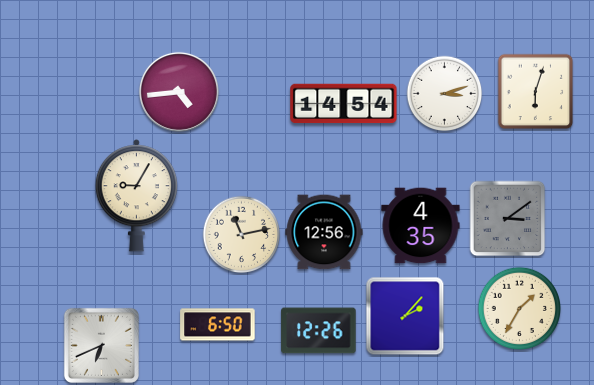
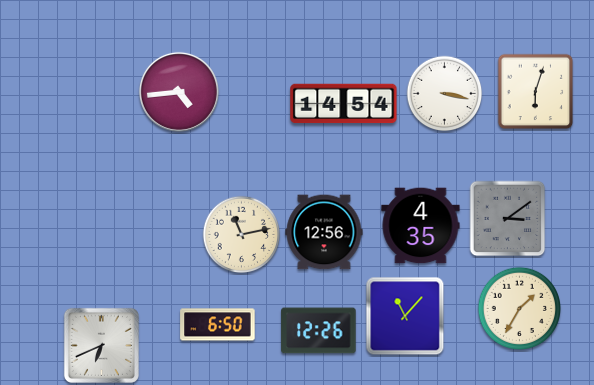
clock at (445, 94): 3:12 -> 3:17
clock at (136, 196): 9:05 -> none
clock at (405, 316): 2:07 -> 11:07
